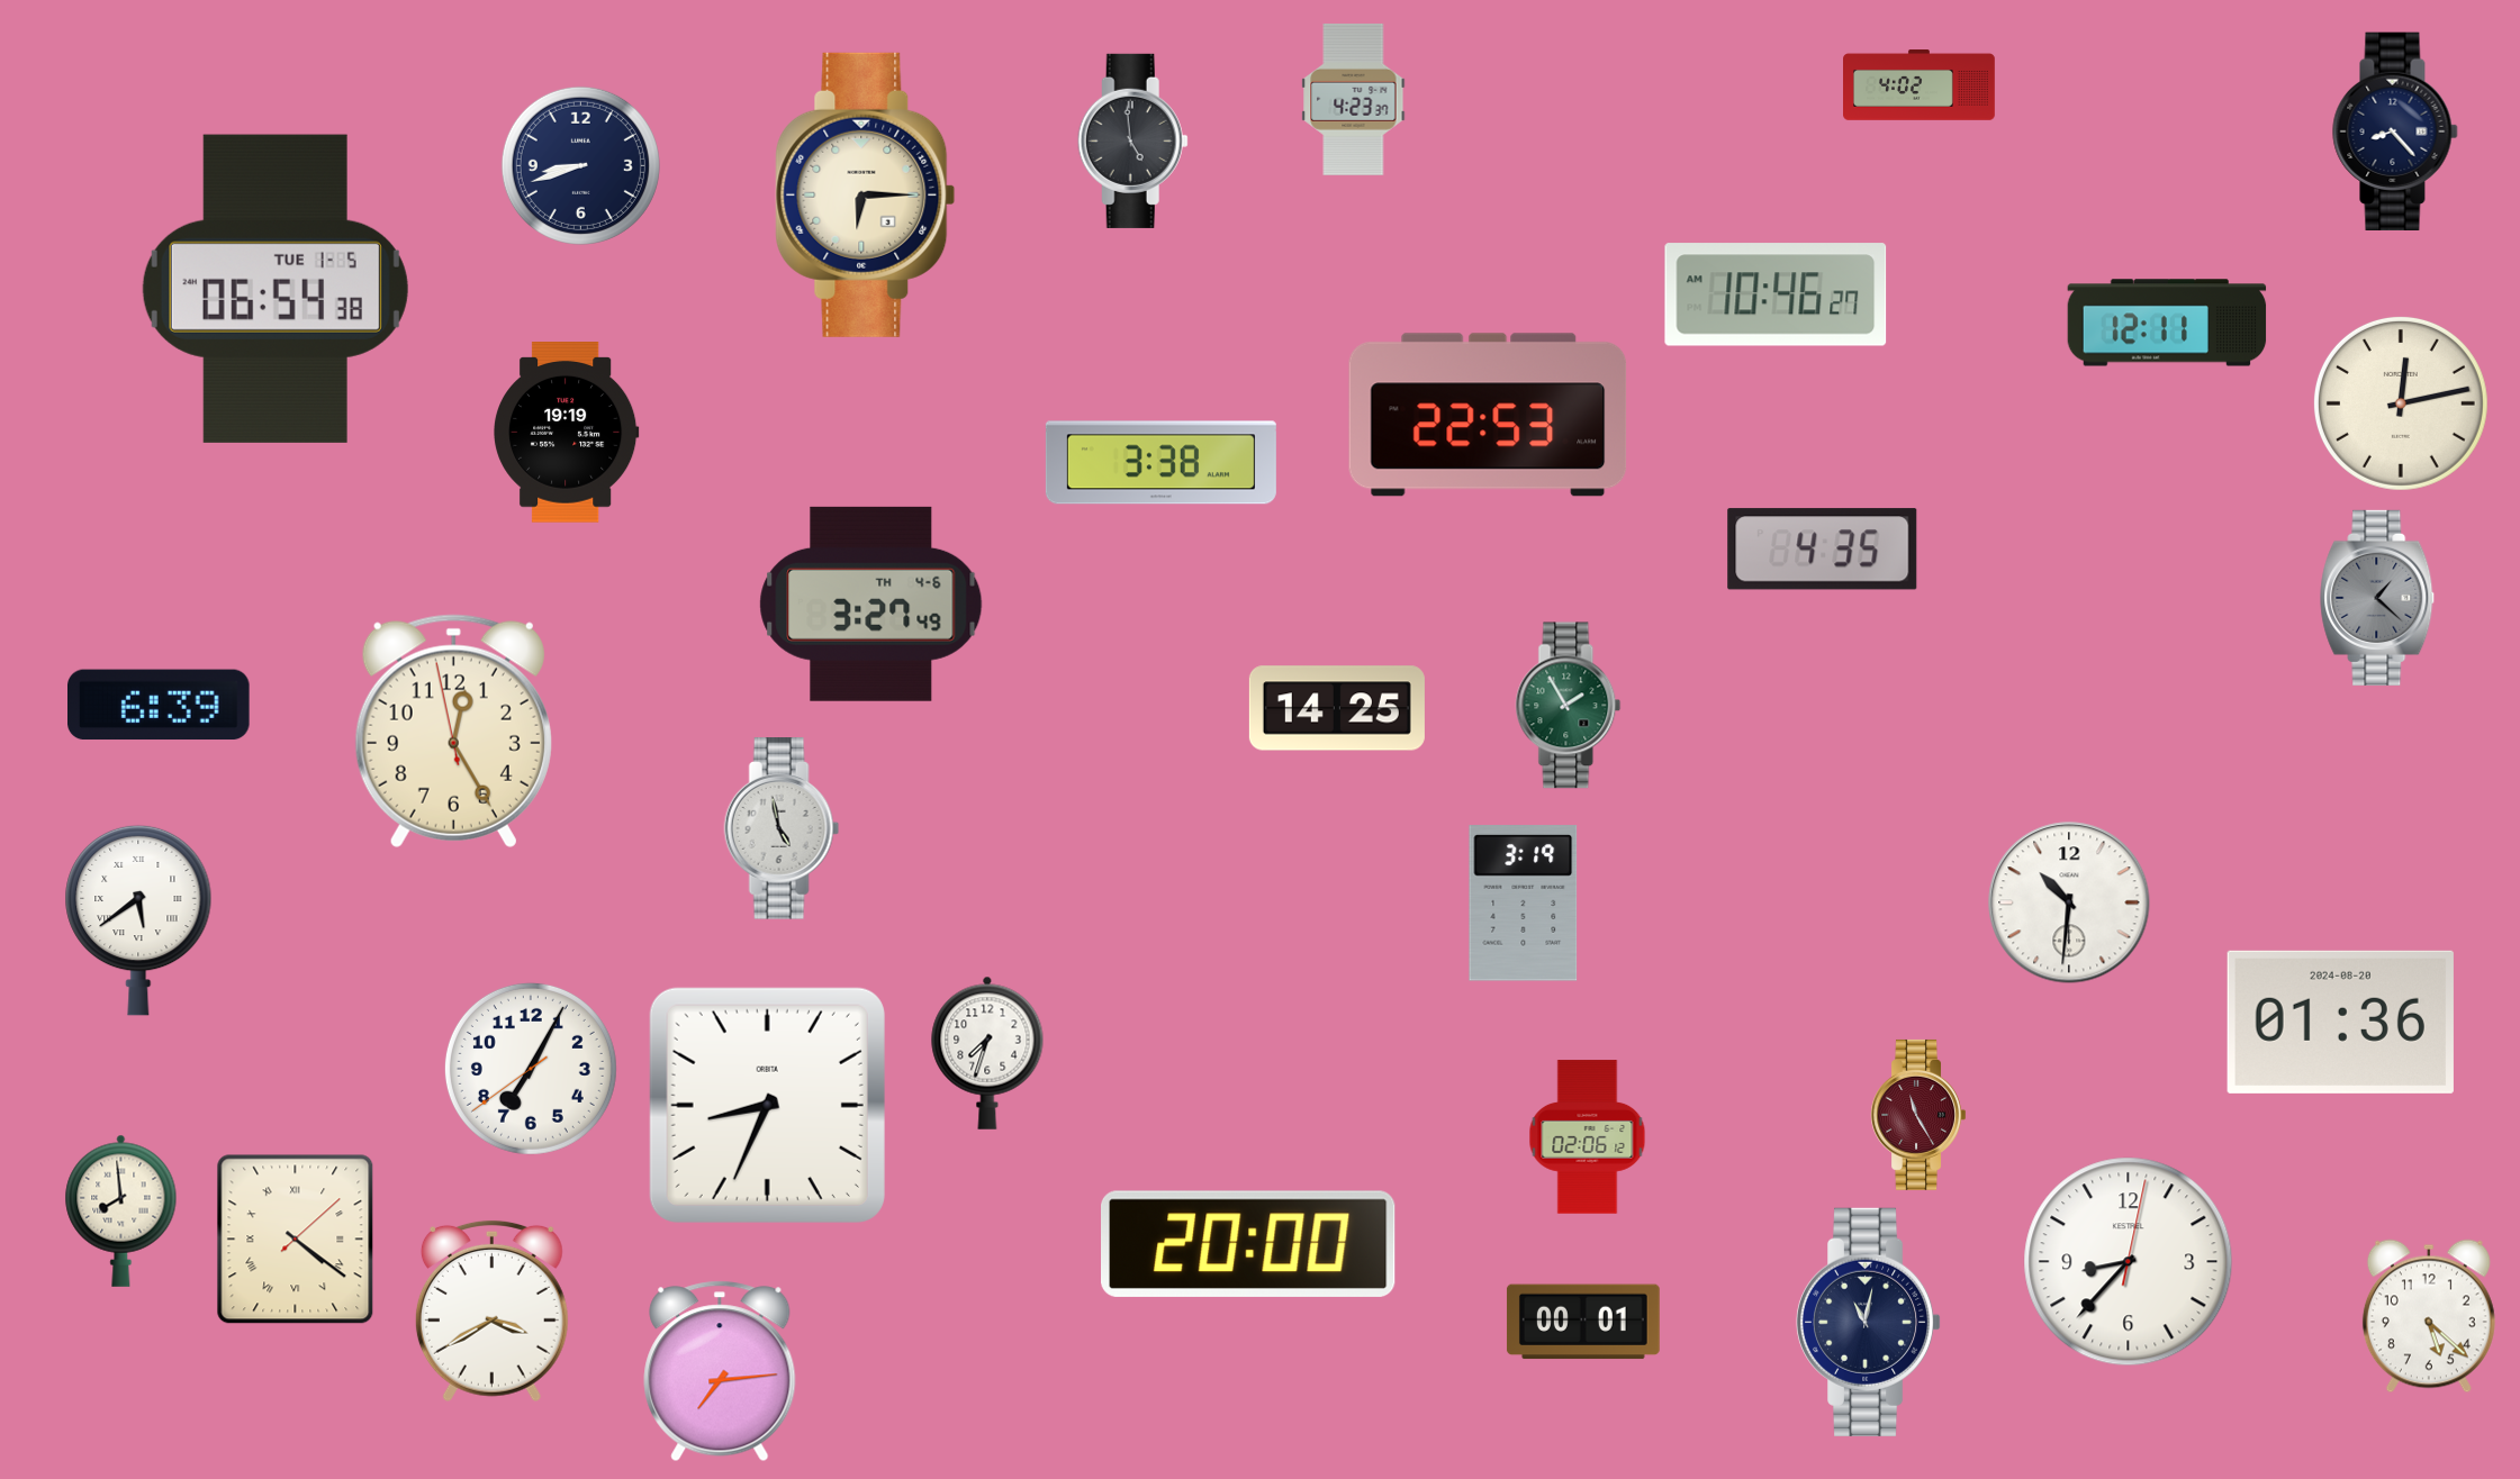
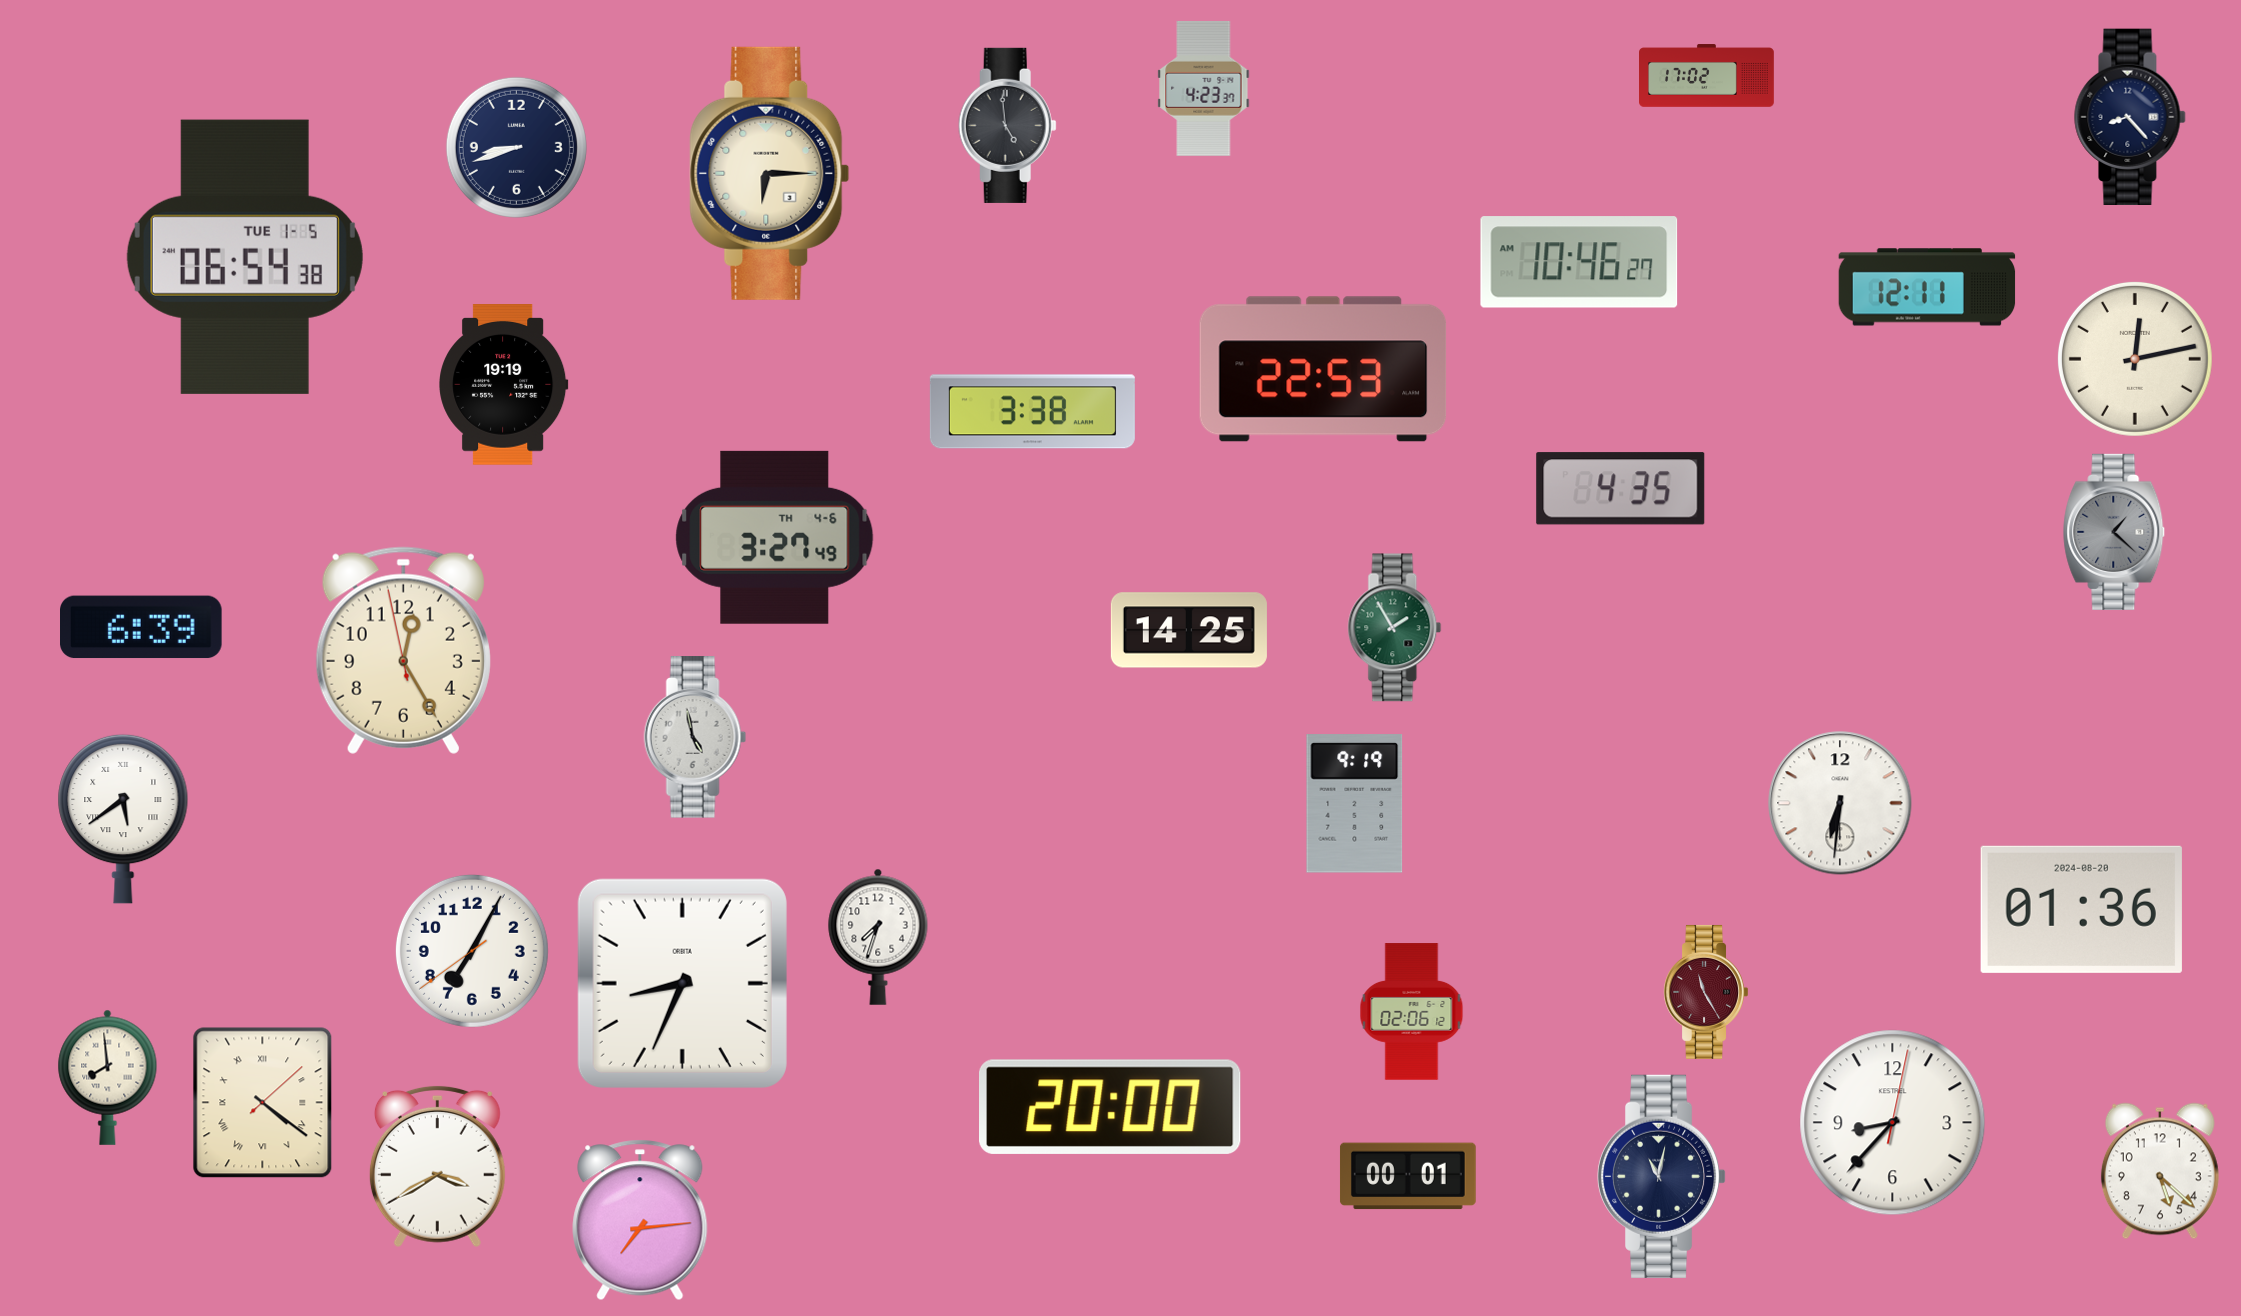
clock at (1920, 85): 4:02 -> 17:02
clock at (2069, 902): 10:31 -> 6:31
clock at (1524, 904): 3:19 -> 9:19
